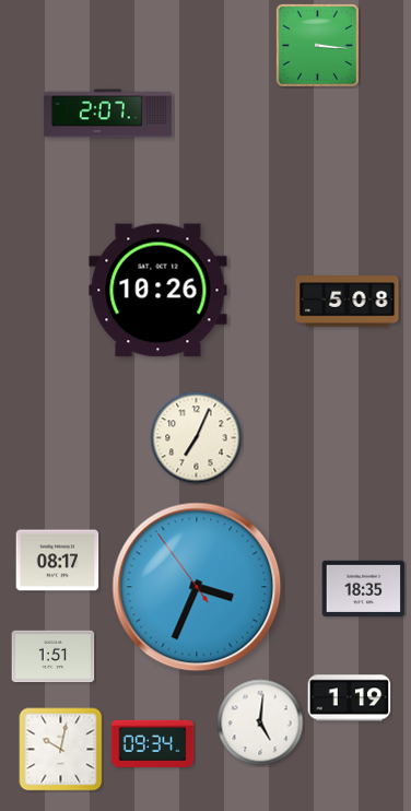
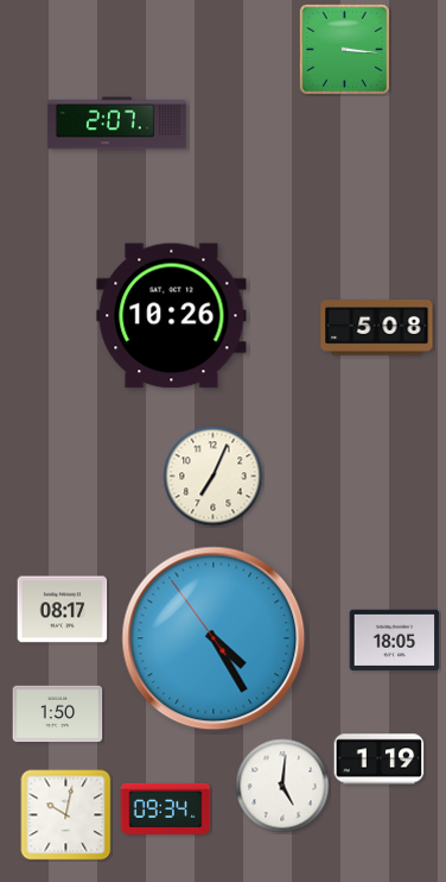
clock at (197, 587): 3:33 -> 4:24
clock at (364, 588): 18:35 -> 18:05
clock at (54, 657): 1:51 -> 1:50
